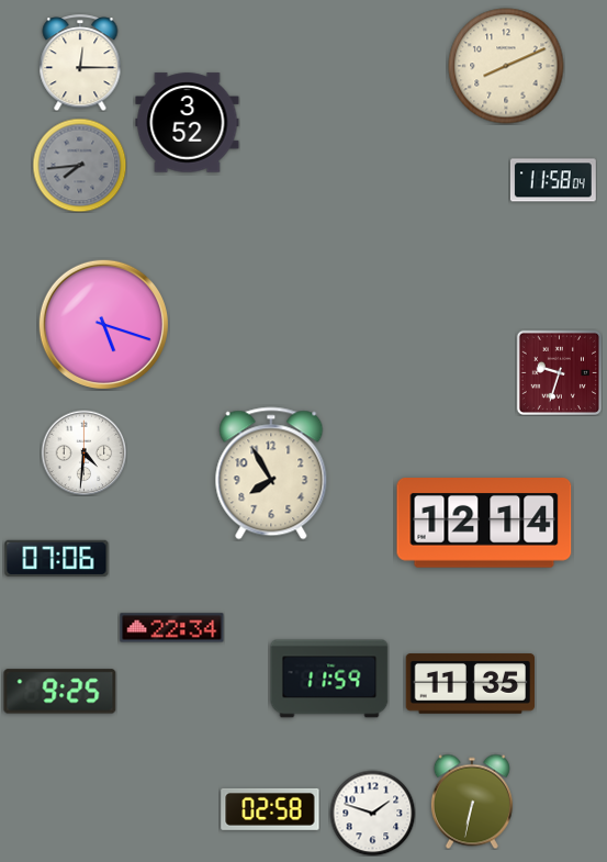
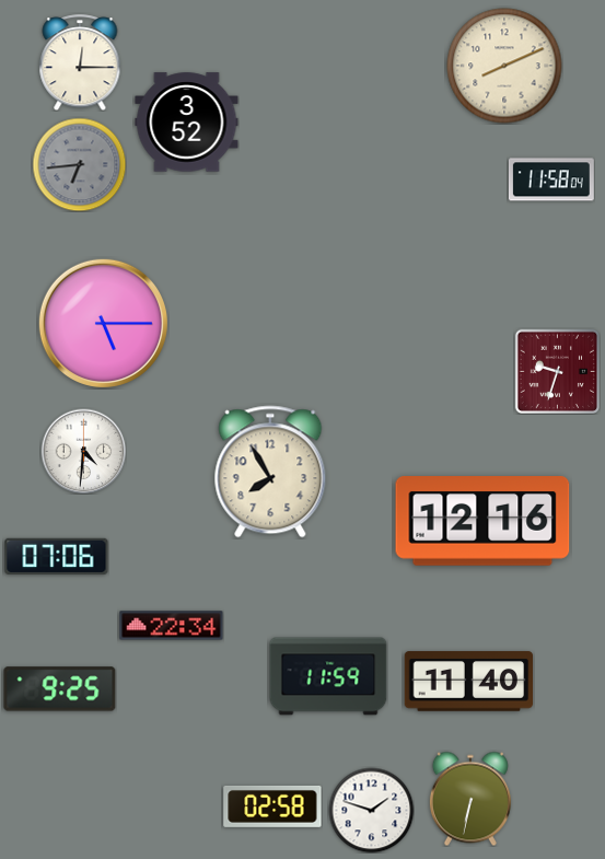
clock at (79, 165): 7:44 -> 6:44
clock at (103, 324): 5:18 -> 5:15
clock at (484, 524): 12:14 -> 12:16
clock at (471, 684): 11:35 -> 11:40
clock at (270, 809) position: (270, 809) -> (272, 806)
